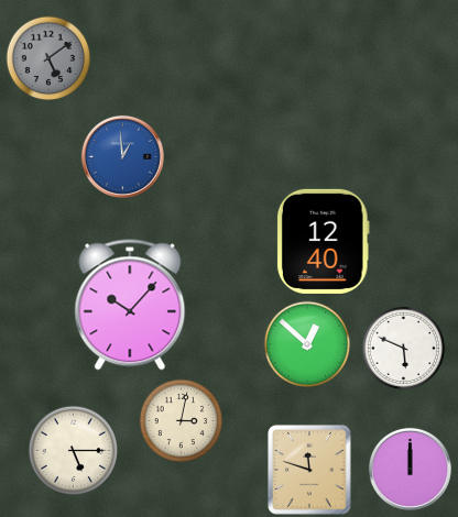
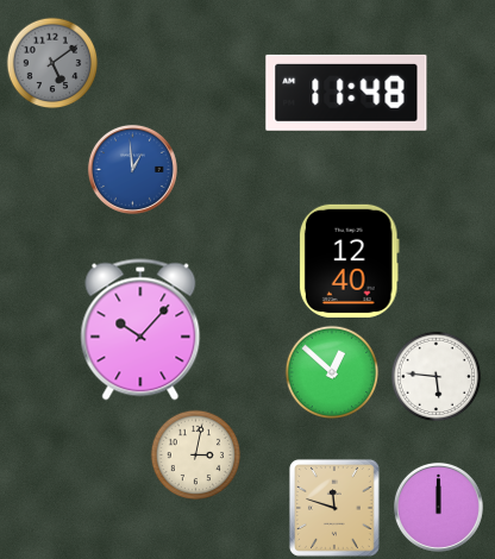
clock at (346, 93): none -> 11:48
clock at (404, 349): 5:49 -> 5:46
clock at (73, 450): 5:15 -> none
clock at (410, 469) position: (410, 469) -> (438, 507)
